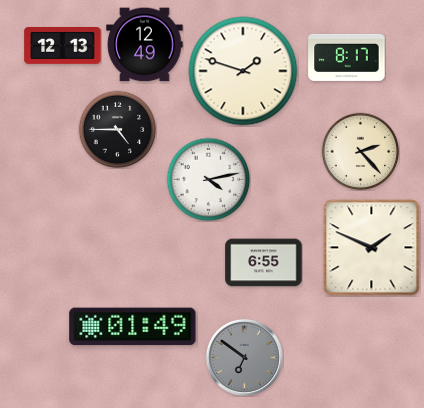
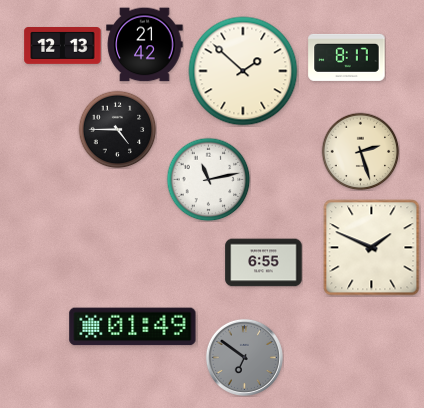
clock at (145, 45): 12:49 -> 21:42
clock at (243, 71): 1:48 -> 1:52
clock at (360, 151): 2:23 -> 2:27
clock at (208, 179): 4:13 -> 11:13
